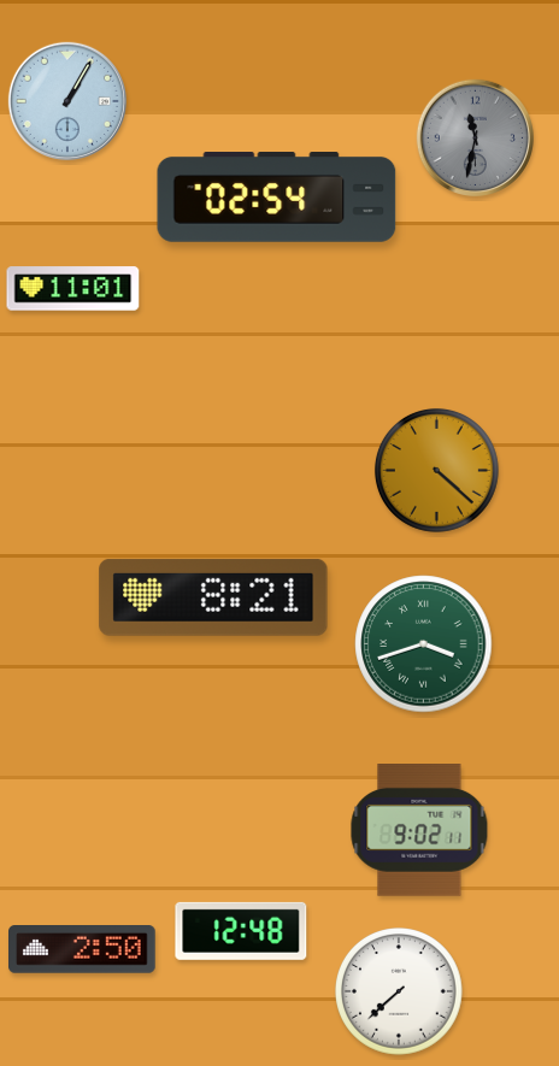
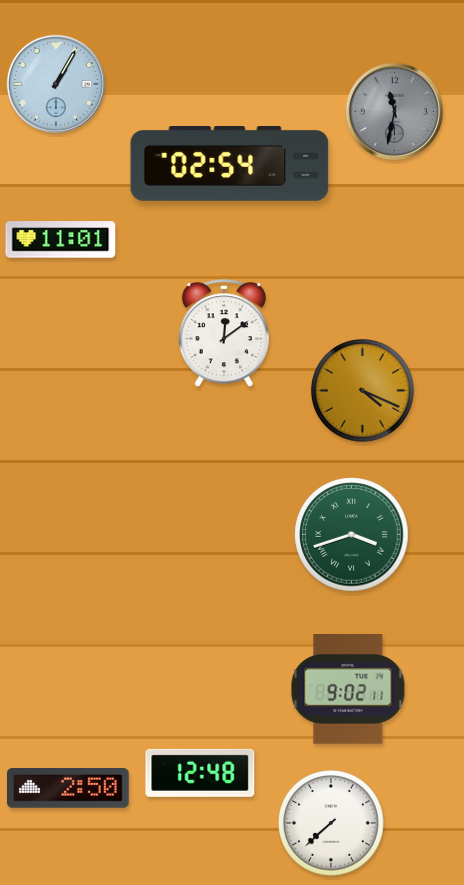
clock at (475, 137) position: (475, 137) -> (394, 111)
clock at (223, 334): none -> 12:09
clock at (436, 470): 4:22 -> 4:19
clock at (213, 597): 8:21 -> none
